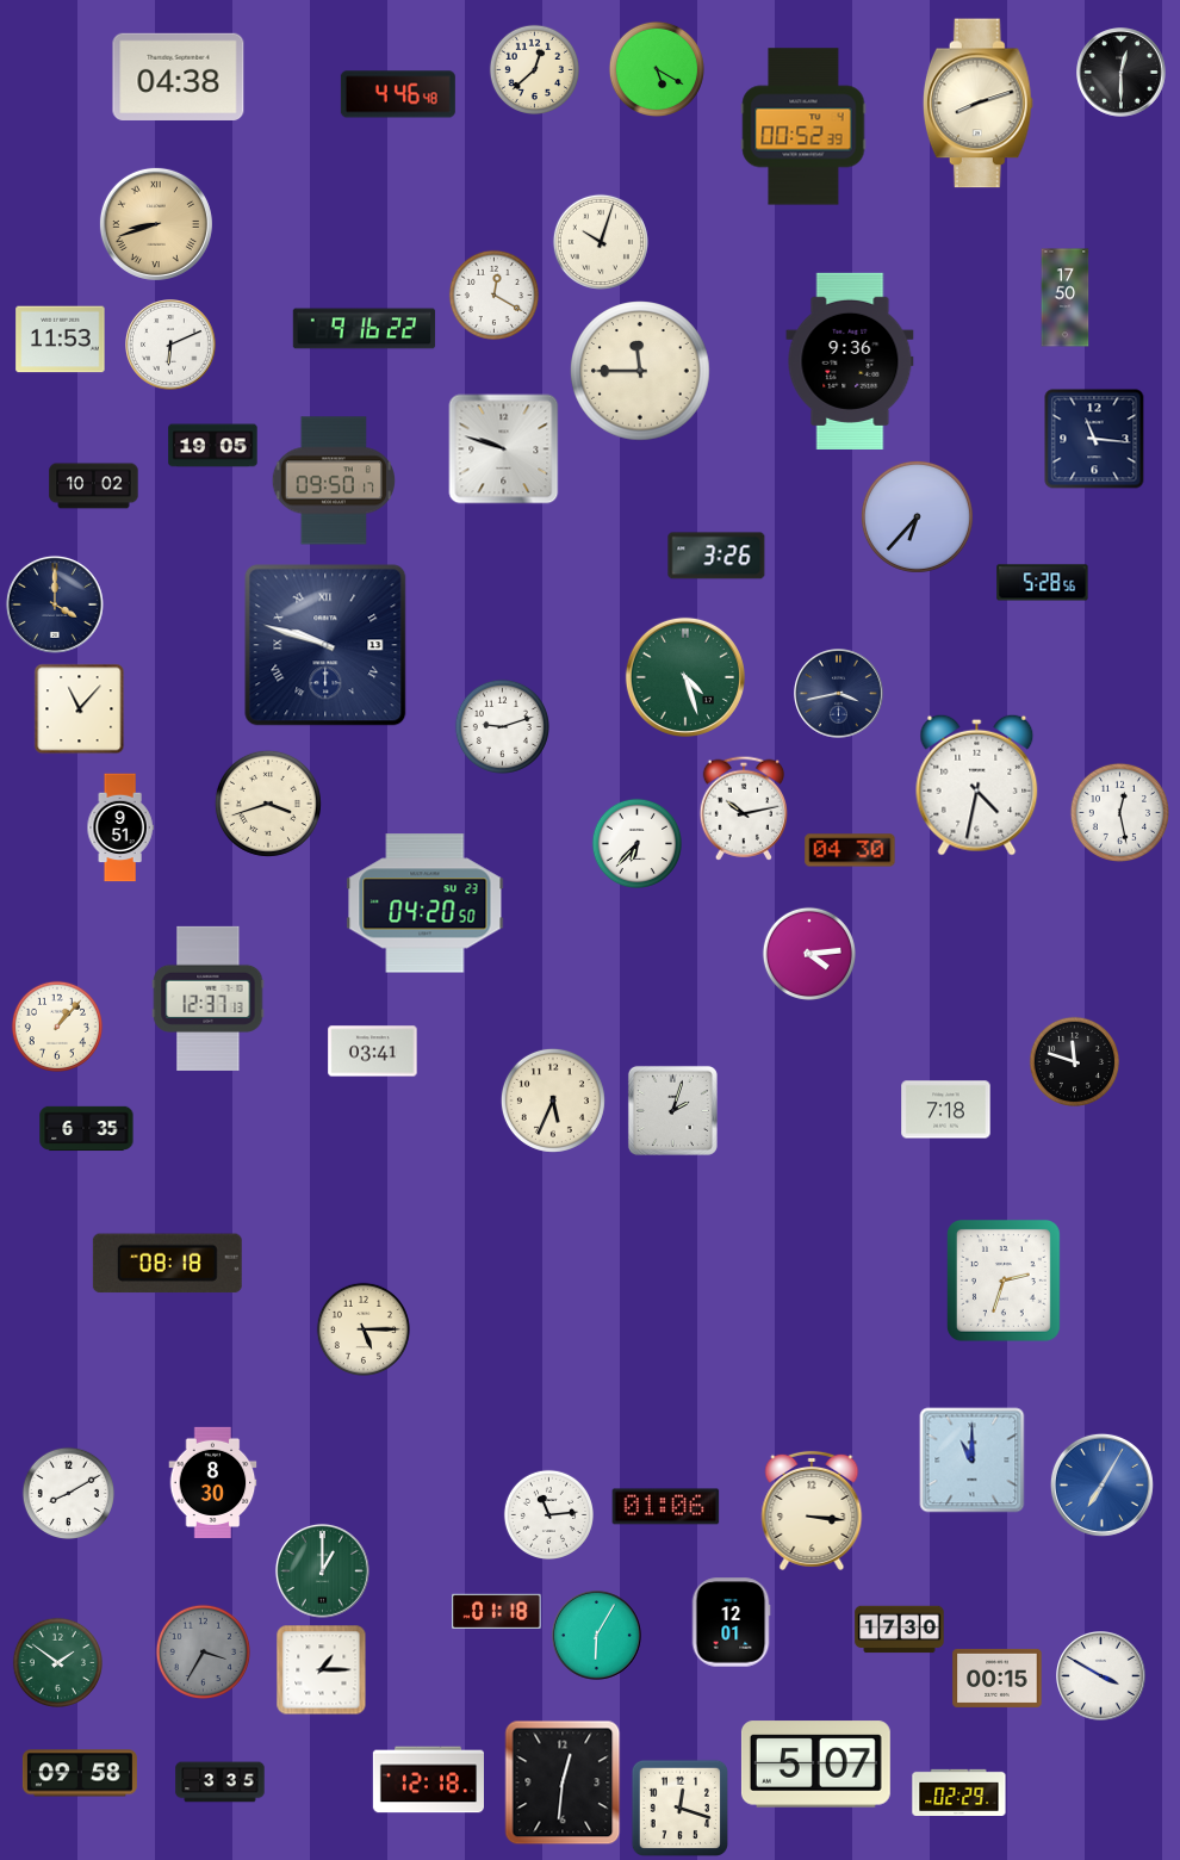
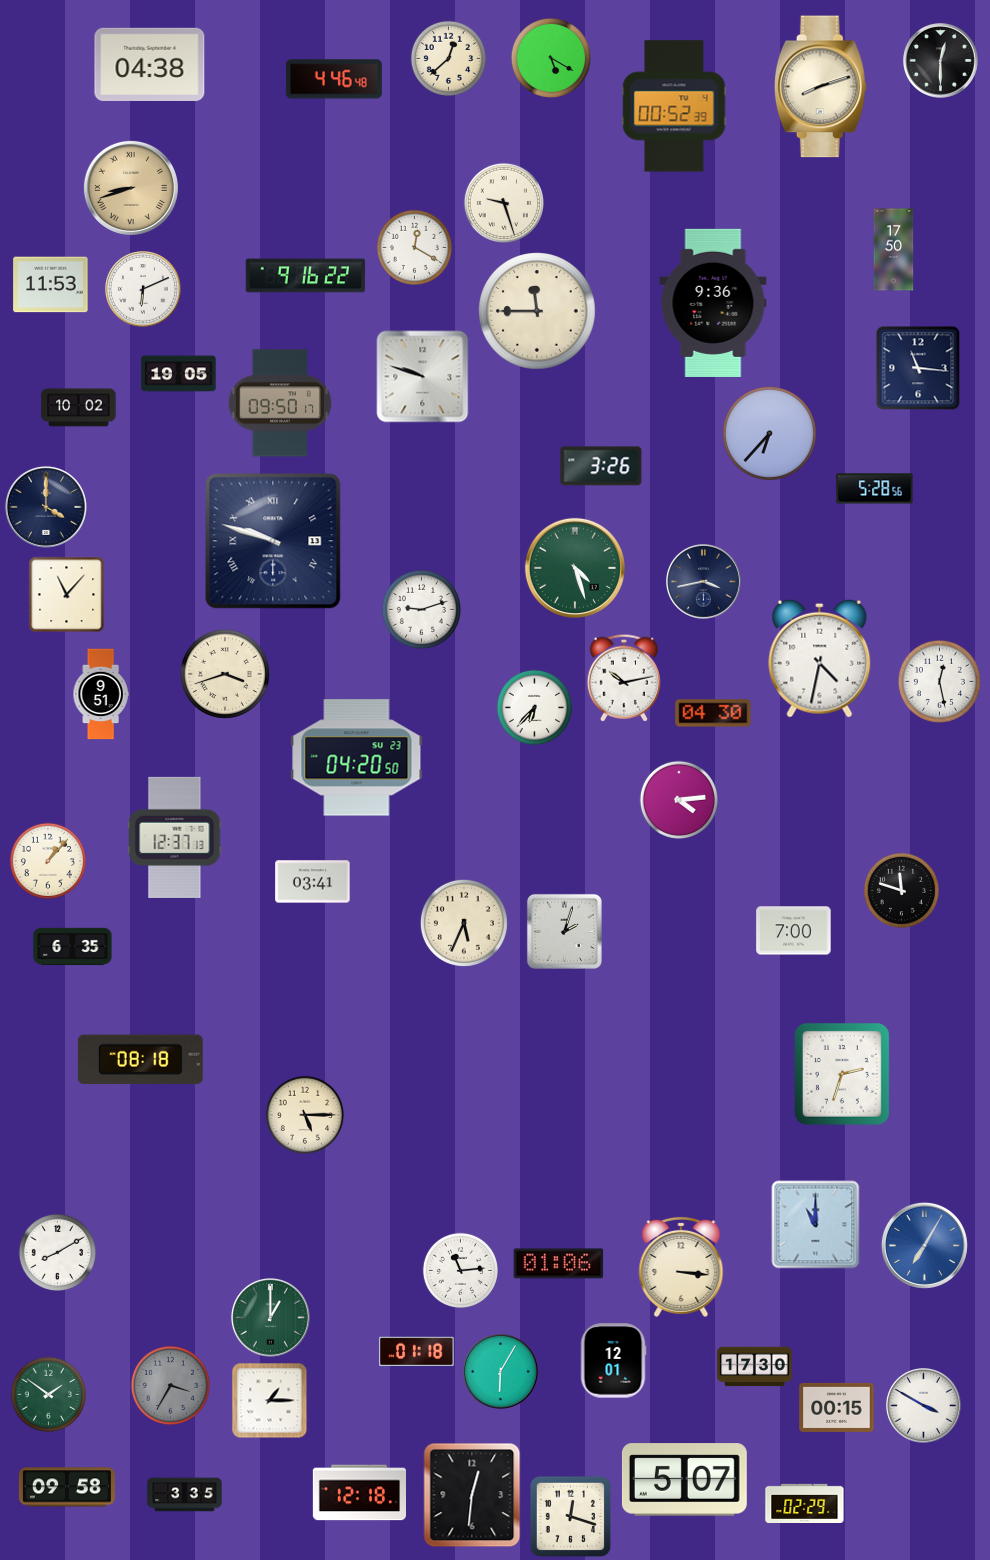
clock at (601, 242): 10:03 -> 9:27
clock at (946, 1110): 7:18 -> 7:00
clock at (213, 1482): 8:30 -> none
